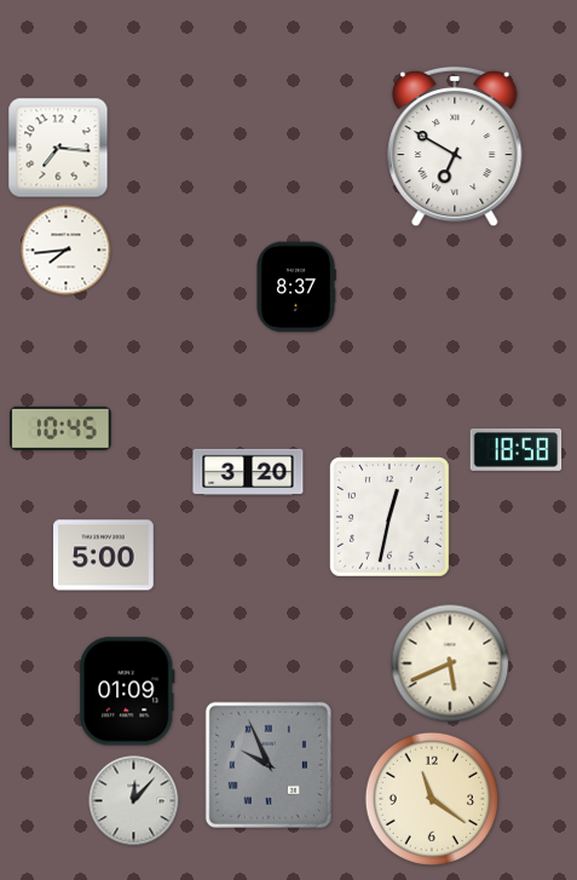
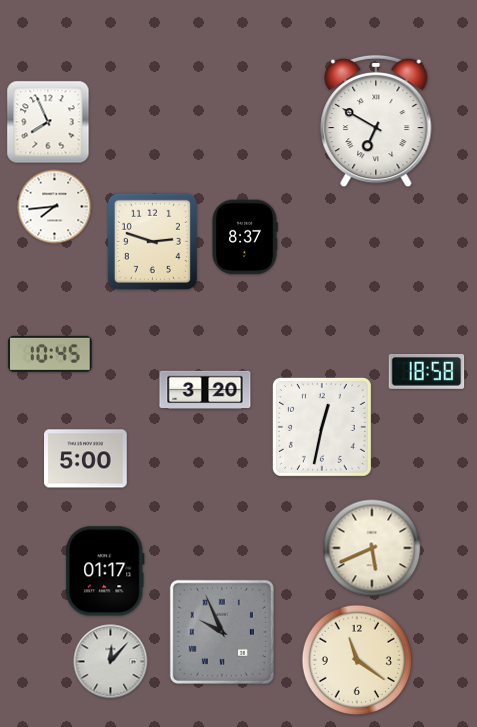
clock at (58, 148): 7:16 -> 7:56
clock at (152, 241): none -> 2:48
clock at (127, 691): 01:09 -> 01:17
